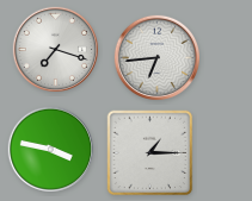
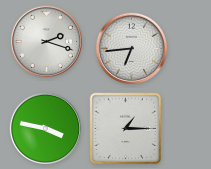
clock at (55, 49): 7:18 -> 2:18
clock at (50, 149) position: (50, 149) -> (45, 128)
